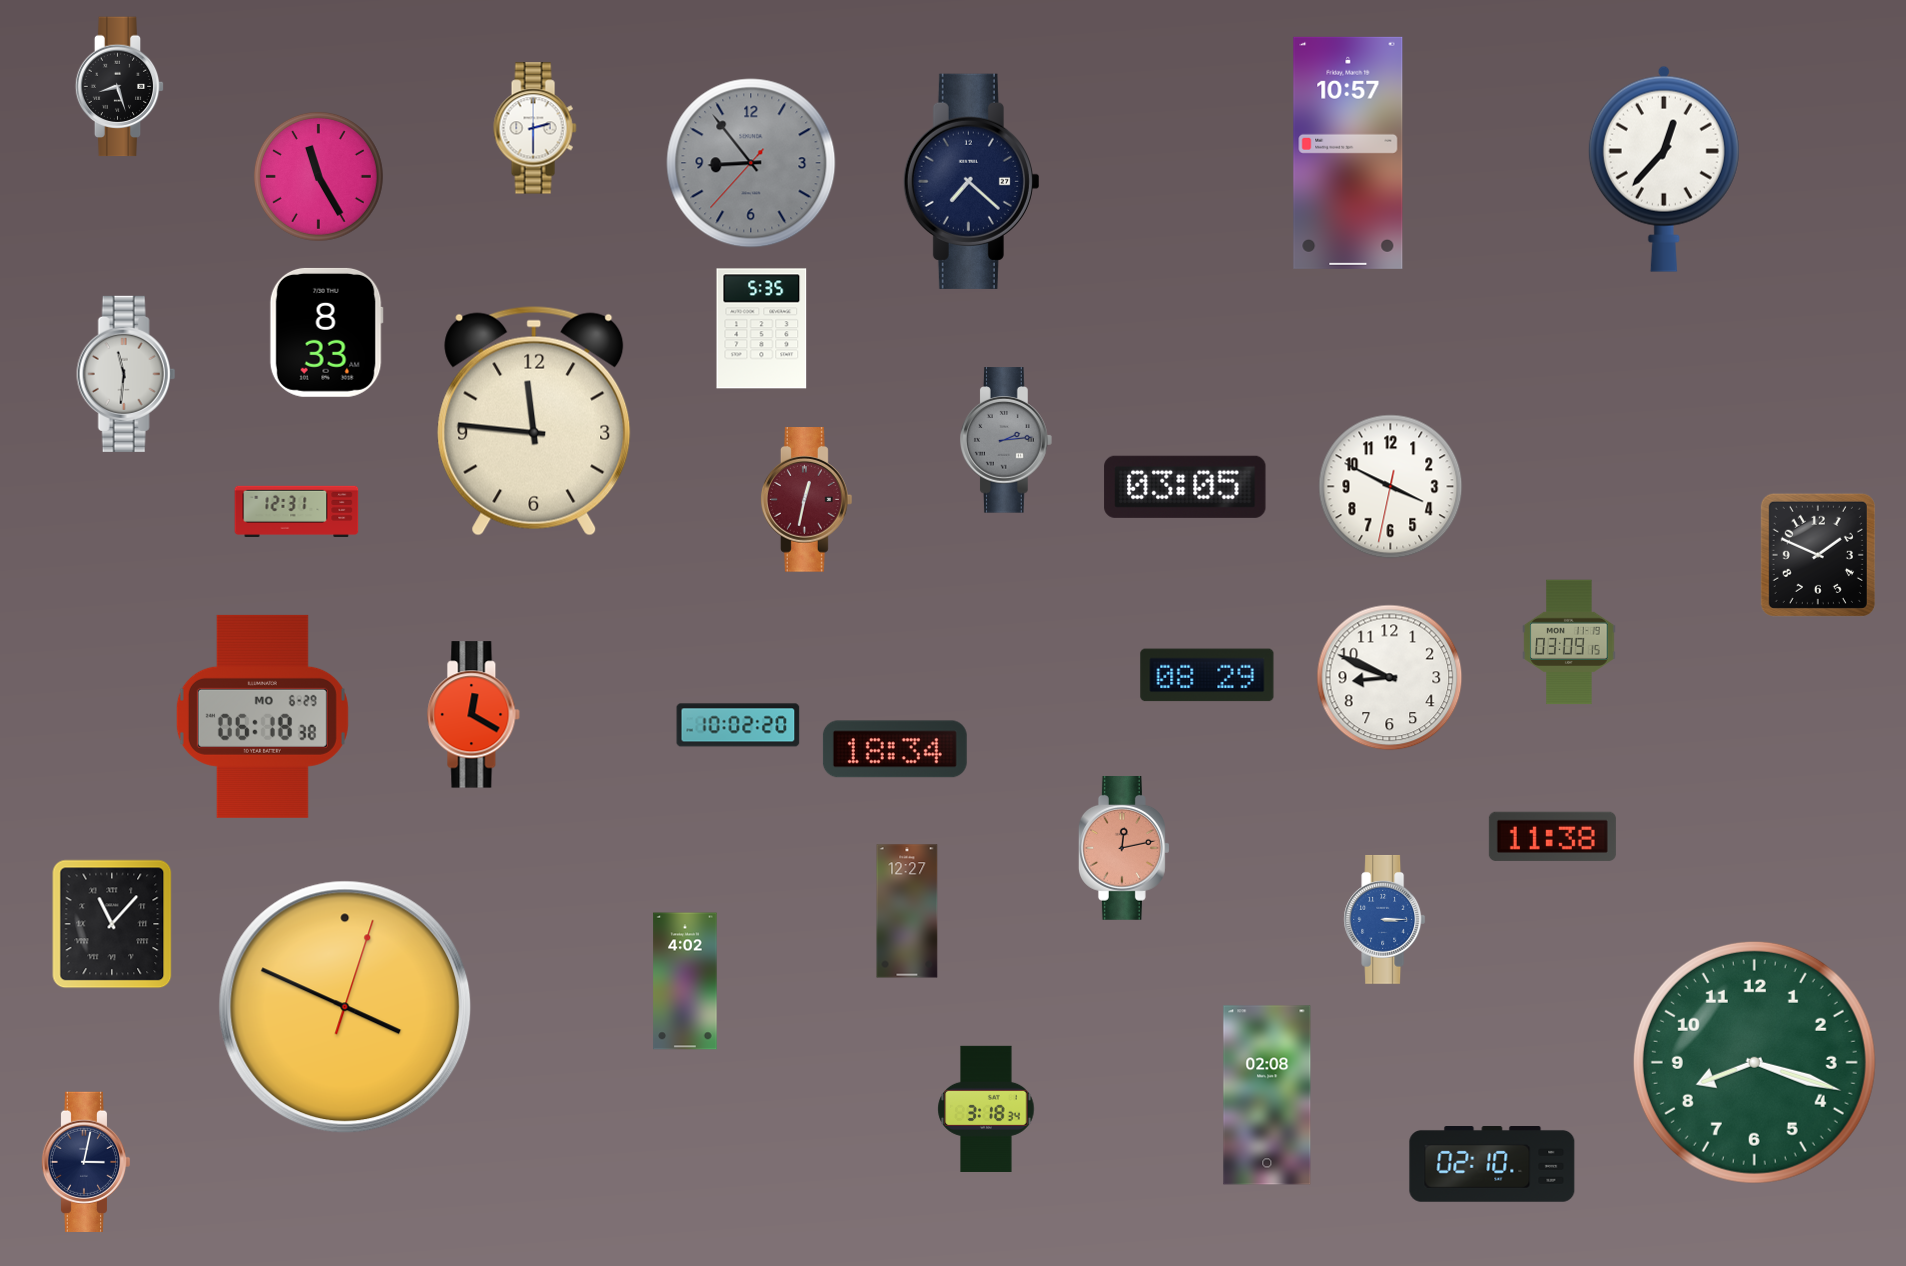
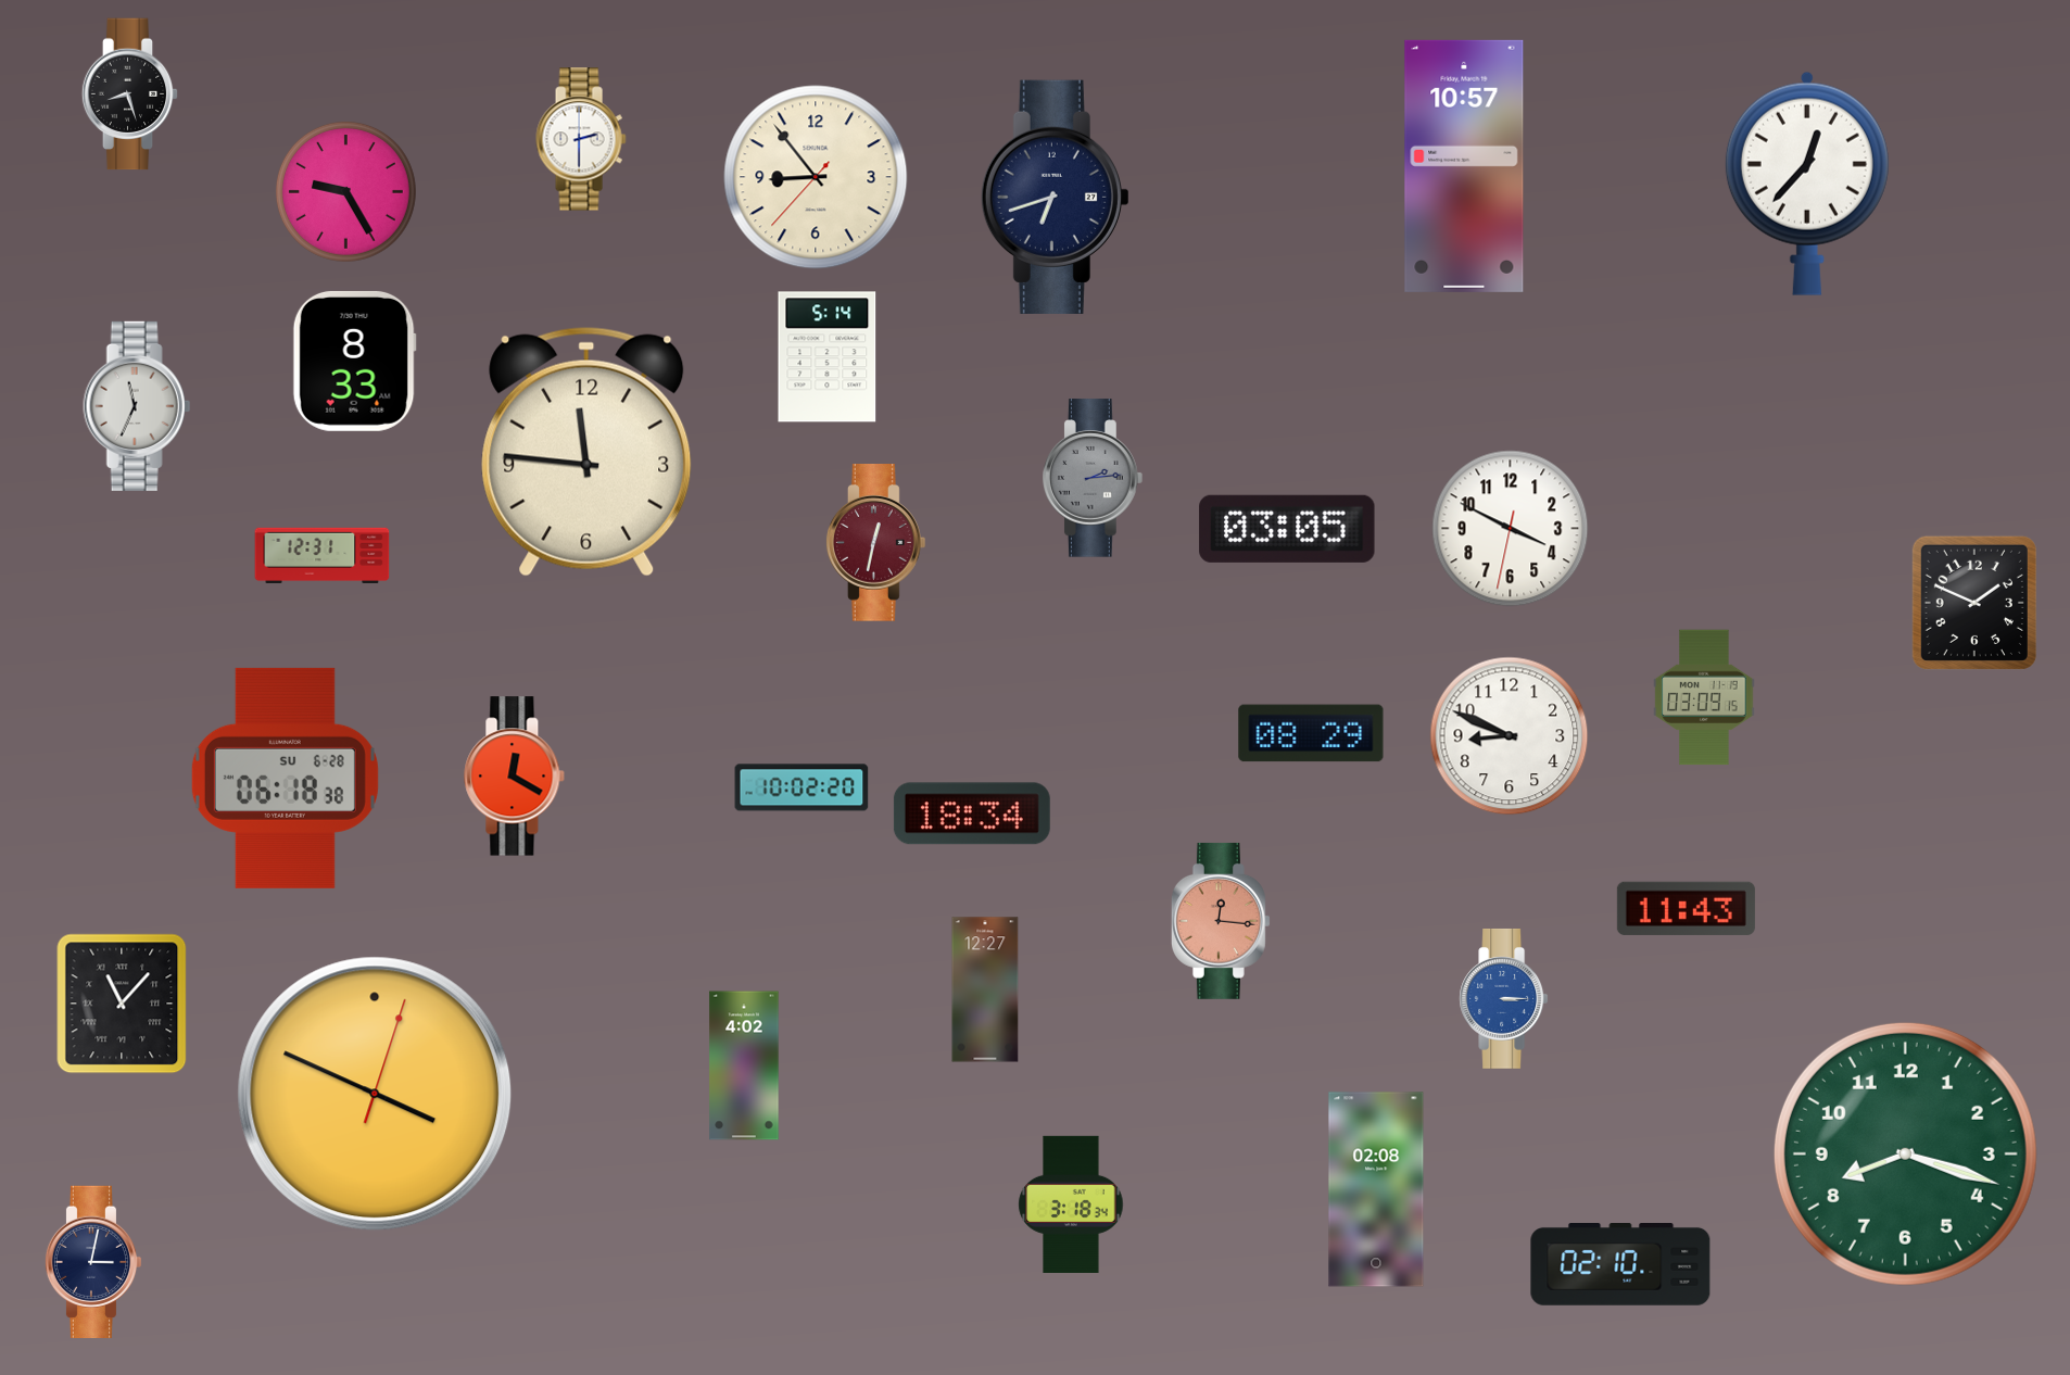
clock at (751, 163) dial: grey -> cream
clock at (318, 176): 11:25 -> 9:25
clock at (971, 181): 7:22 -> 6:42
clock at (762, 329): 5:35 -> 5:14
clock at (126, 374): 11:31 -> 11:34
clock at (534, 421) position: (534, 421) -> (586, 452)
clock at (262, 716) date: MO 6-29 -> SU 6-28
clock at (1552, 836): 11:38 -> 11:43
clock at (1124, 848): 12:13 -> 12:16
